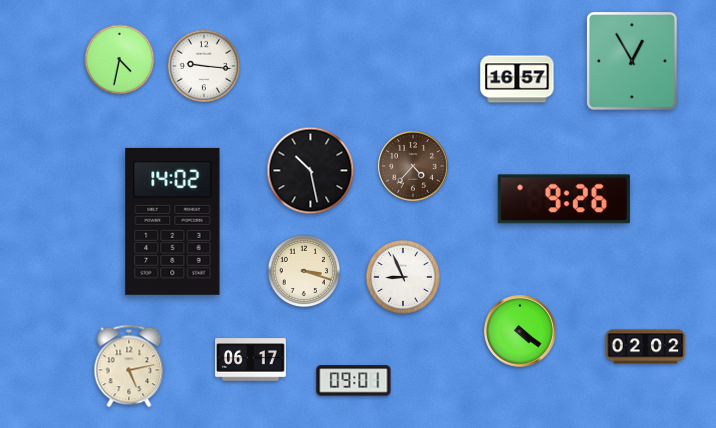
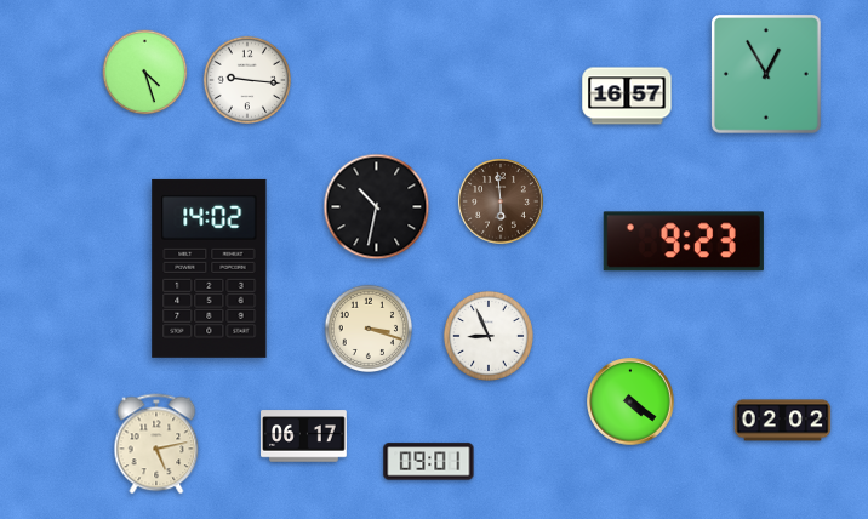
clock at (120, 60): 4:32 -> 4:27
clock at (413, 166): 4:37 -> 5:59
clock at (311, 171): 10:28 -> 10:32
clock at (564, 199): 9:26 -> 9:23
